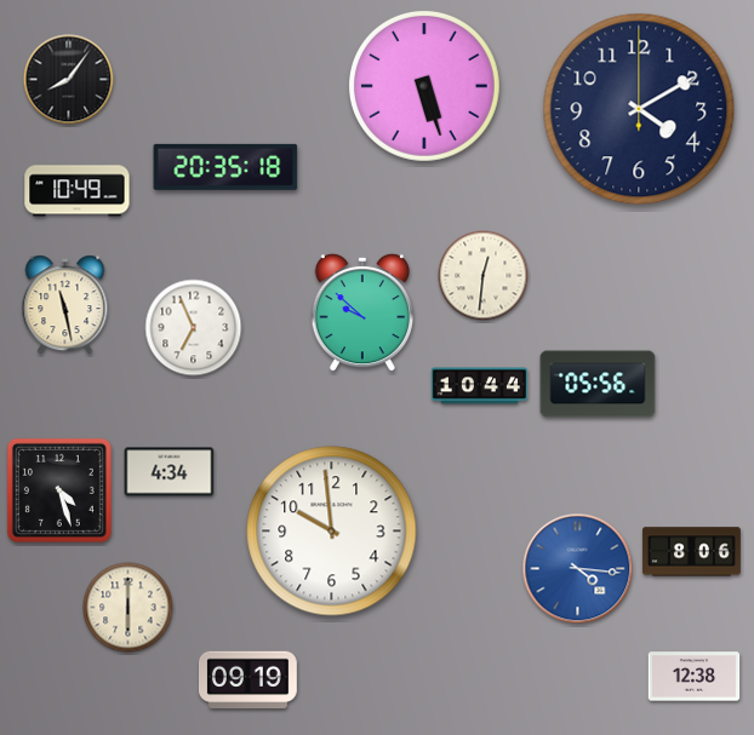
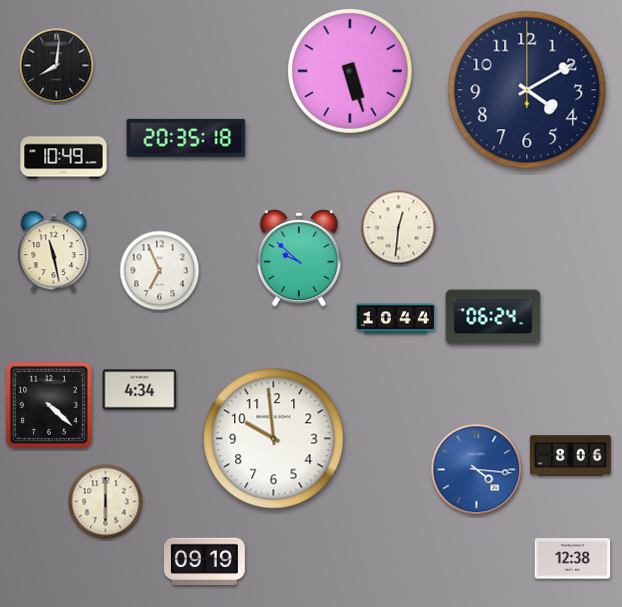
clock at (69, 80): 8:06 -> 8:01
clock at (598, 384): 05:56 -> 06:24
clock at (59, 490): 4:27 -> 4:22
